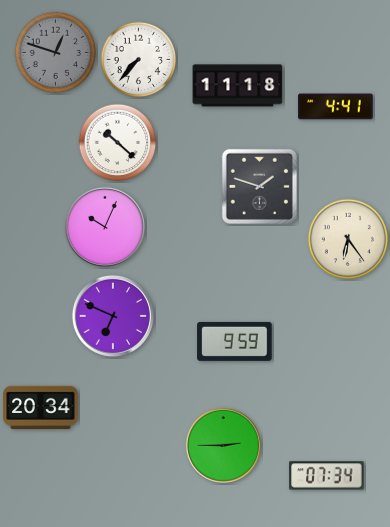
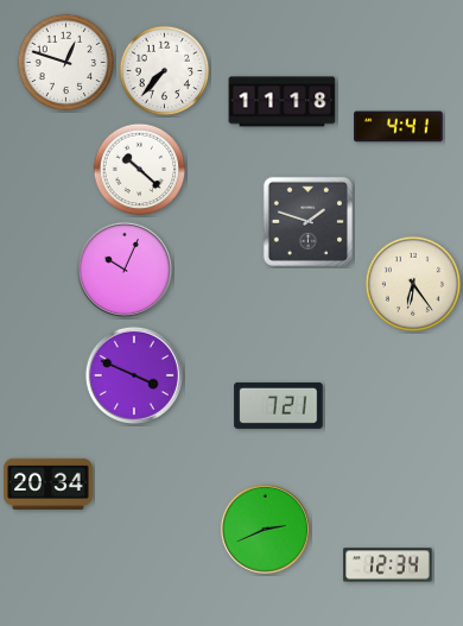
clock at (56, 53) dial: grey -> white
clock at (113, 316): 6:49 -> 3:49
clock at (235, 341): 9:59 -> 7:21
clock at (223, 445): 2:45 -> 2:41
clock at (327, 476): 07:34 -> 12:34
